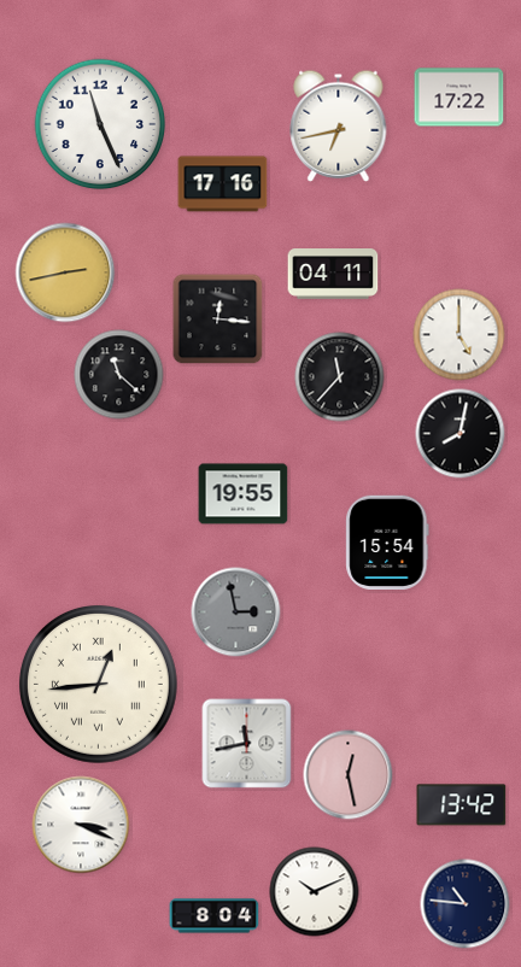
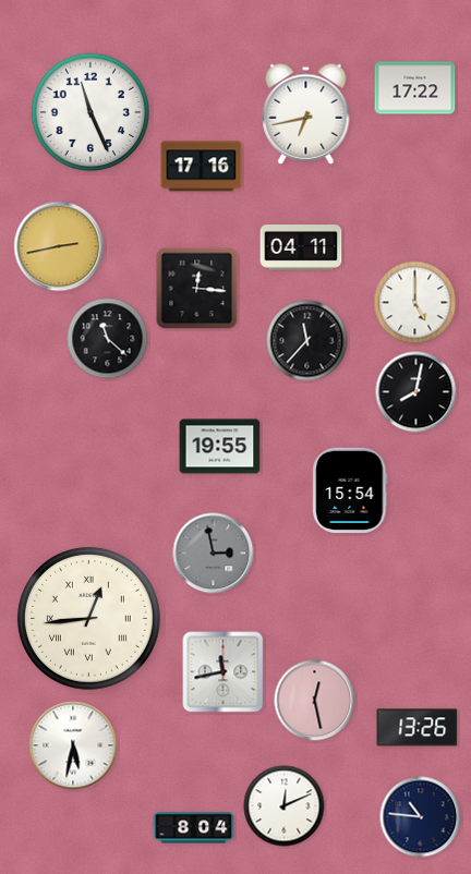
clock at (462, 805): 13:42 -> 13:26
clock at (81, 825): 3:19 -> 5:32
clock at (315, 892): 10:11 -> 12:11
